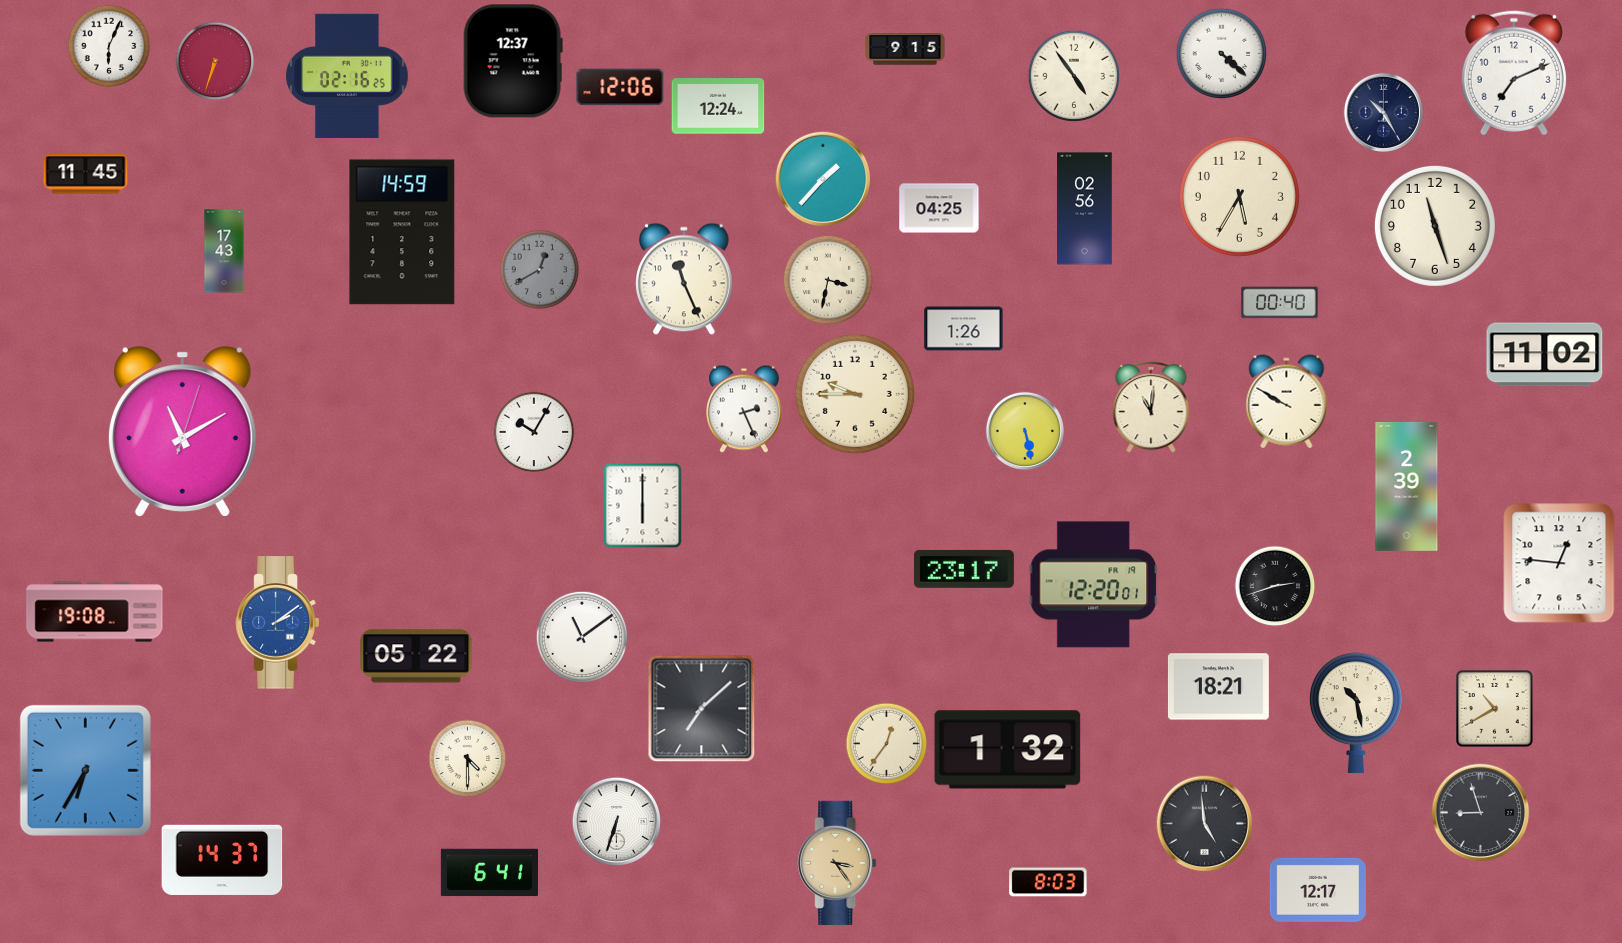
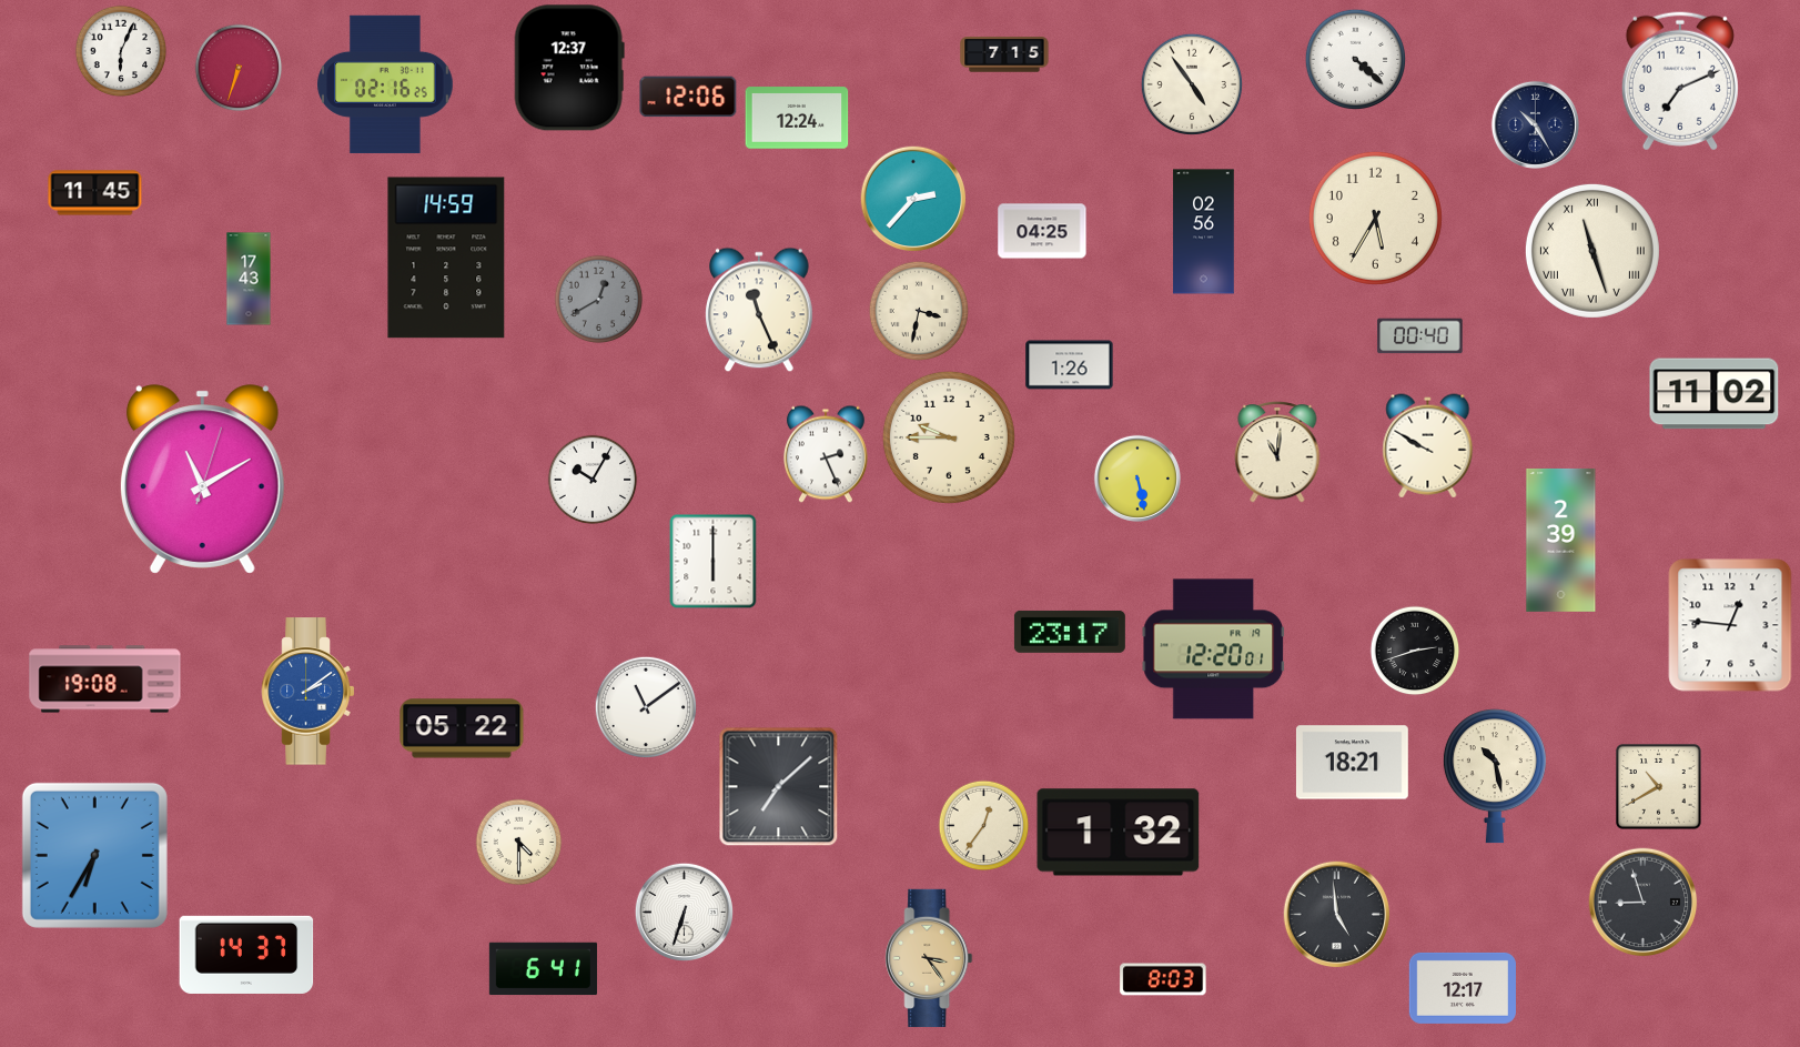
clock at (905, 49): 9:15 -> 7:15
clock at (823, 179): 1:37 -> 2:37
clock at (1435, 226) numerals: Arabic -> Roman
clock at (1356, 713) position: (1356, 713) -> (1495, 776)
